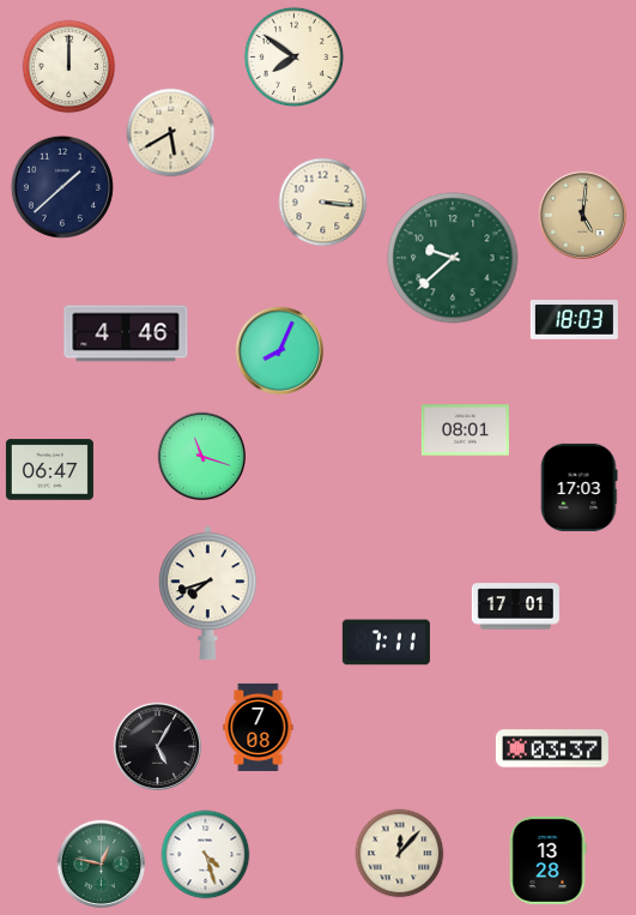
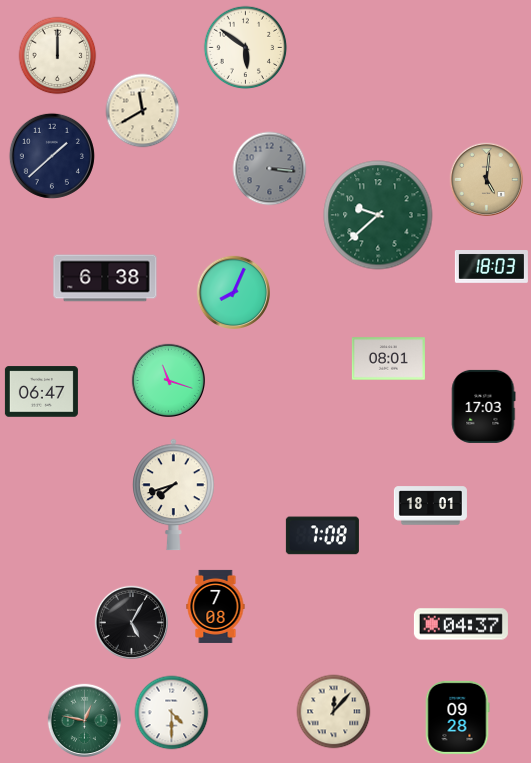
clock at (295, 58): 7:51 -> 5:51
clock at (171, 133): 5:40 -> 11:40
clock at (323, 203) dial: cream -> grey
clock at (574, 320) position: (574, 320) -> (491, 267)
clock at (126, 333): 4:46 -> 6:38
clock at (515, 607): 17:01 -> 18:01
clock at (386, 643): 7:11 -> 7:08
clock at (552, 748): 03:37 -> 04:37
clock at (206, 855): 4:27 -> 4:30
clock at (547, 860): 13:28 -> 09:28
